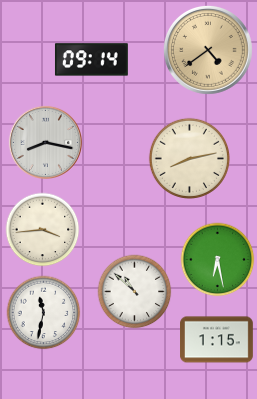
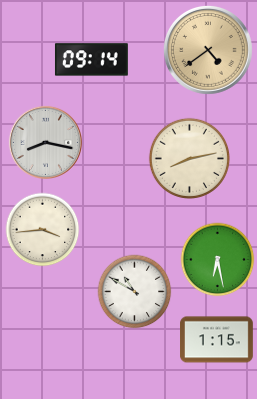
clock at (135, 292): 10:52 -> 10:50
clock at (44, 313): 11:32 -> none
